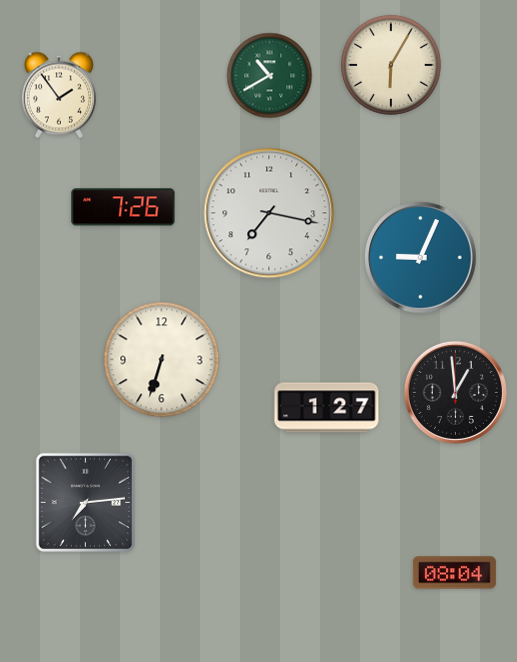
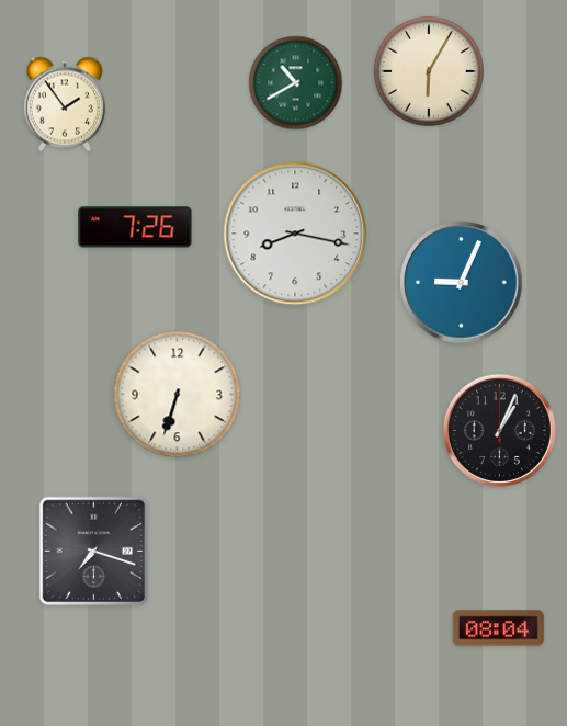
clock at (269, 213): 7:17 -> 8:17
clock at (455, 392): 12:59 -> 1:04
clock at (327, 408): 1:27 -> none
clock at (85, 502): 7:14 -> 7:18
